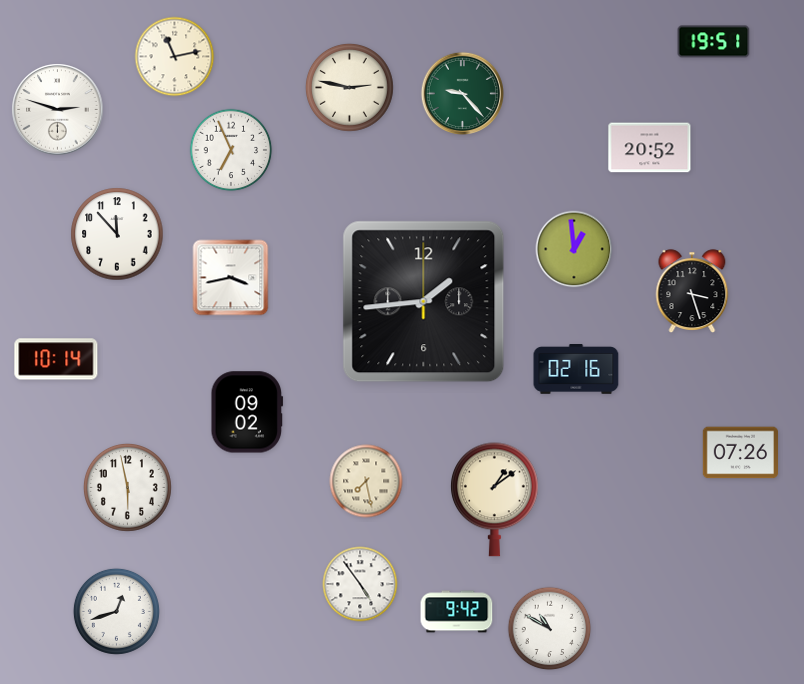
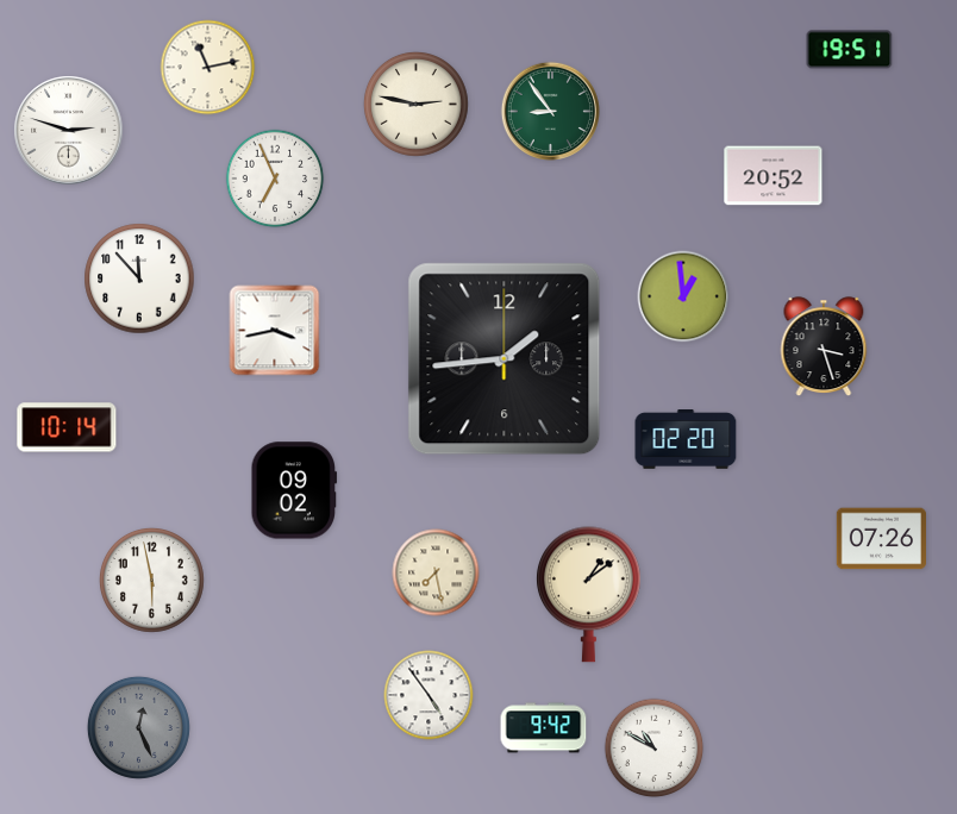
clock at (462, 93): 9:23 -> 8:54
clock at (576, 369): 02:16 -> 02:20
clock at (116, 611): 12:42 -> 12:26
clock at (116, 611) dial: white -> grey
